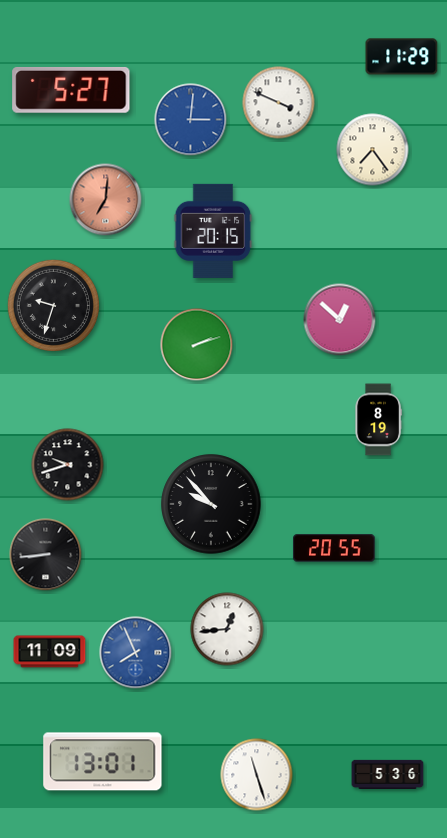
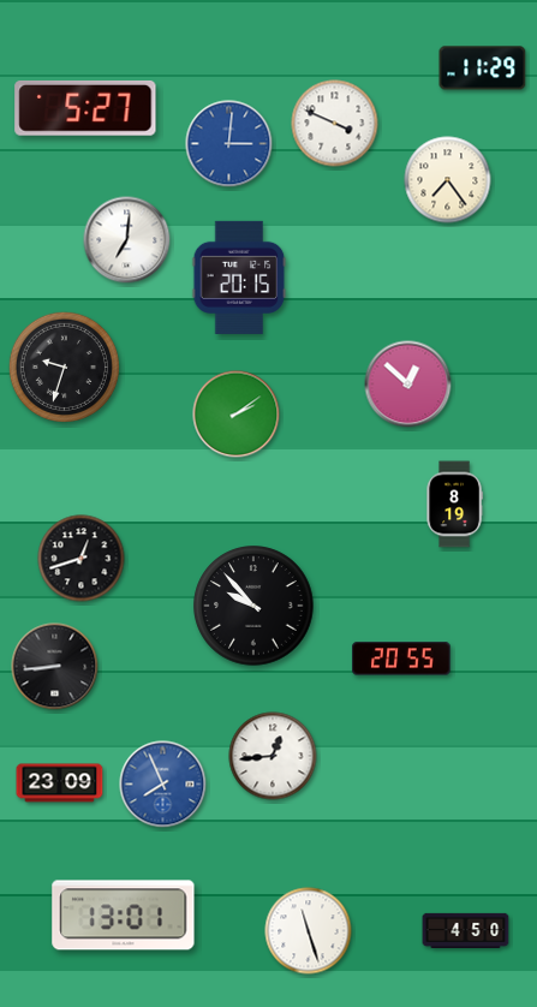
clock at (106, 200) dial: salmon -> white
clock at (213, 231) position: (213, 231) -> (239, 278)
clock at (197, 345): 2:12 -> 2:09
clock at (68, 465): 9:42 -> 12:42
clock at (50, 652): 11:09 -> 23:09
clock at (388, 774): 5:36 -> 4:50
